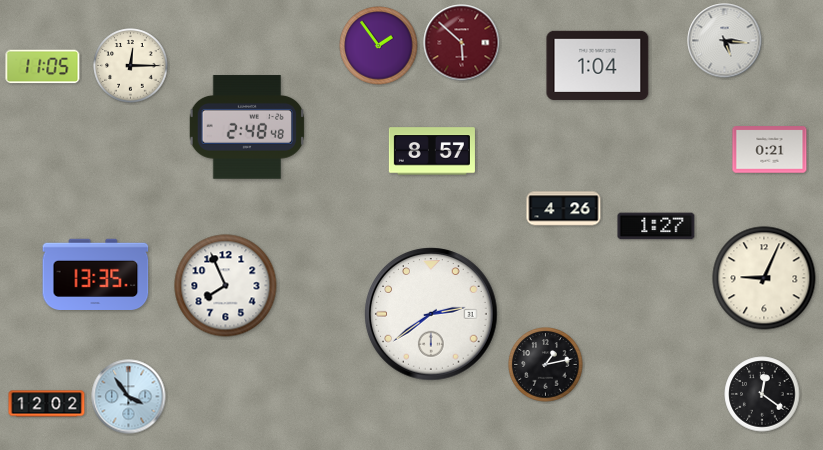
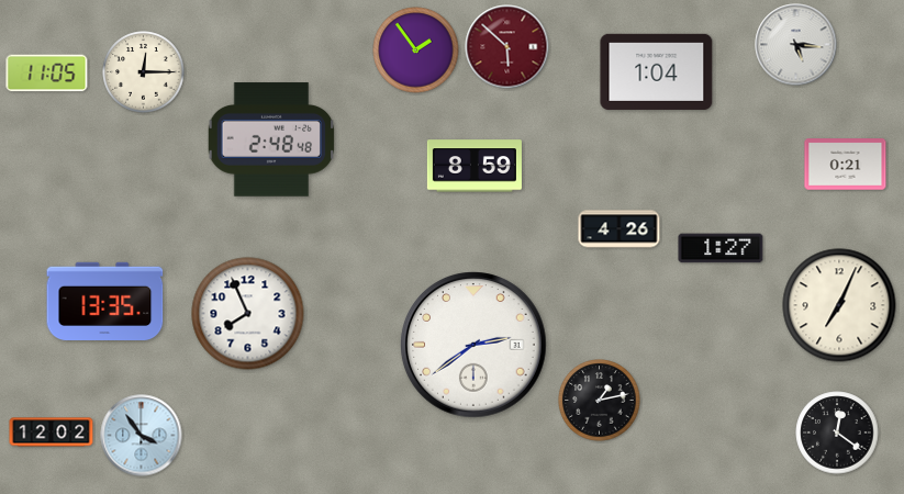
clock at (432, 151): 8:57 -> 8:59
clock at (764, 278): 9:04 -> 7:04
clock at (47, 404) position: (47, 404) -> (52, 433)
